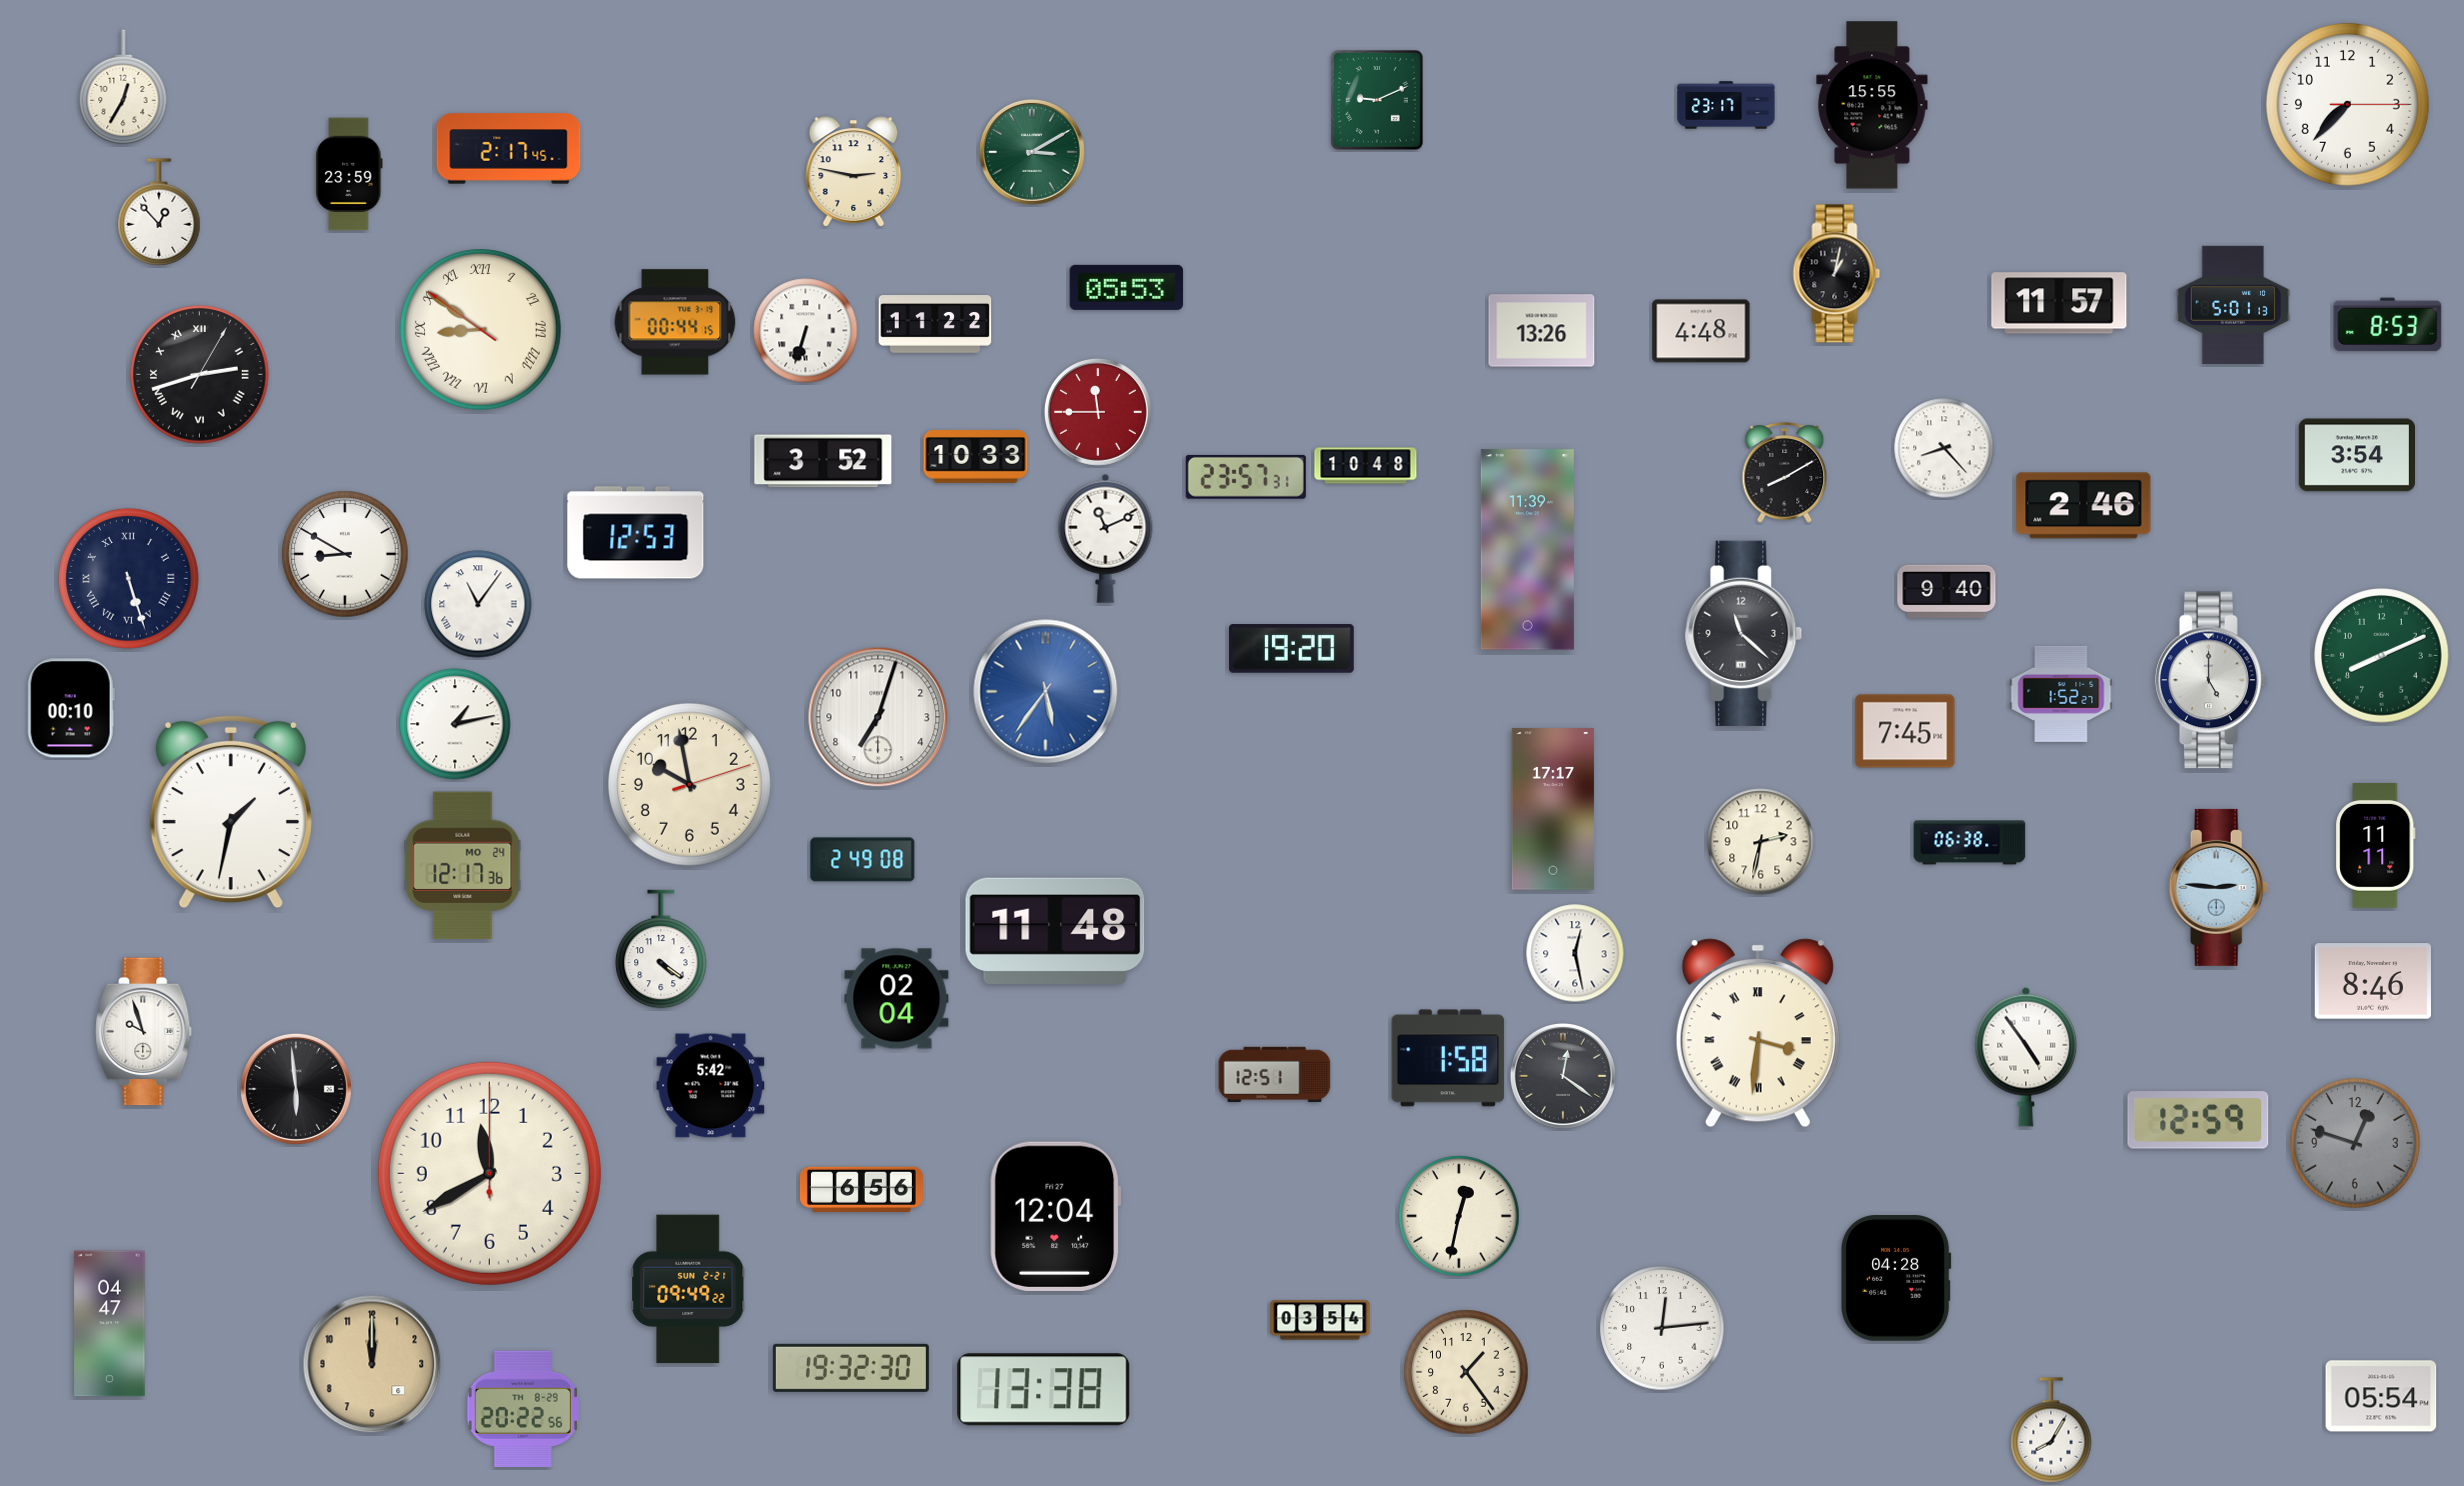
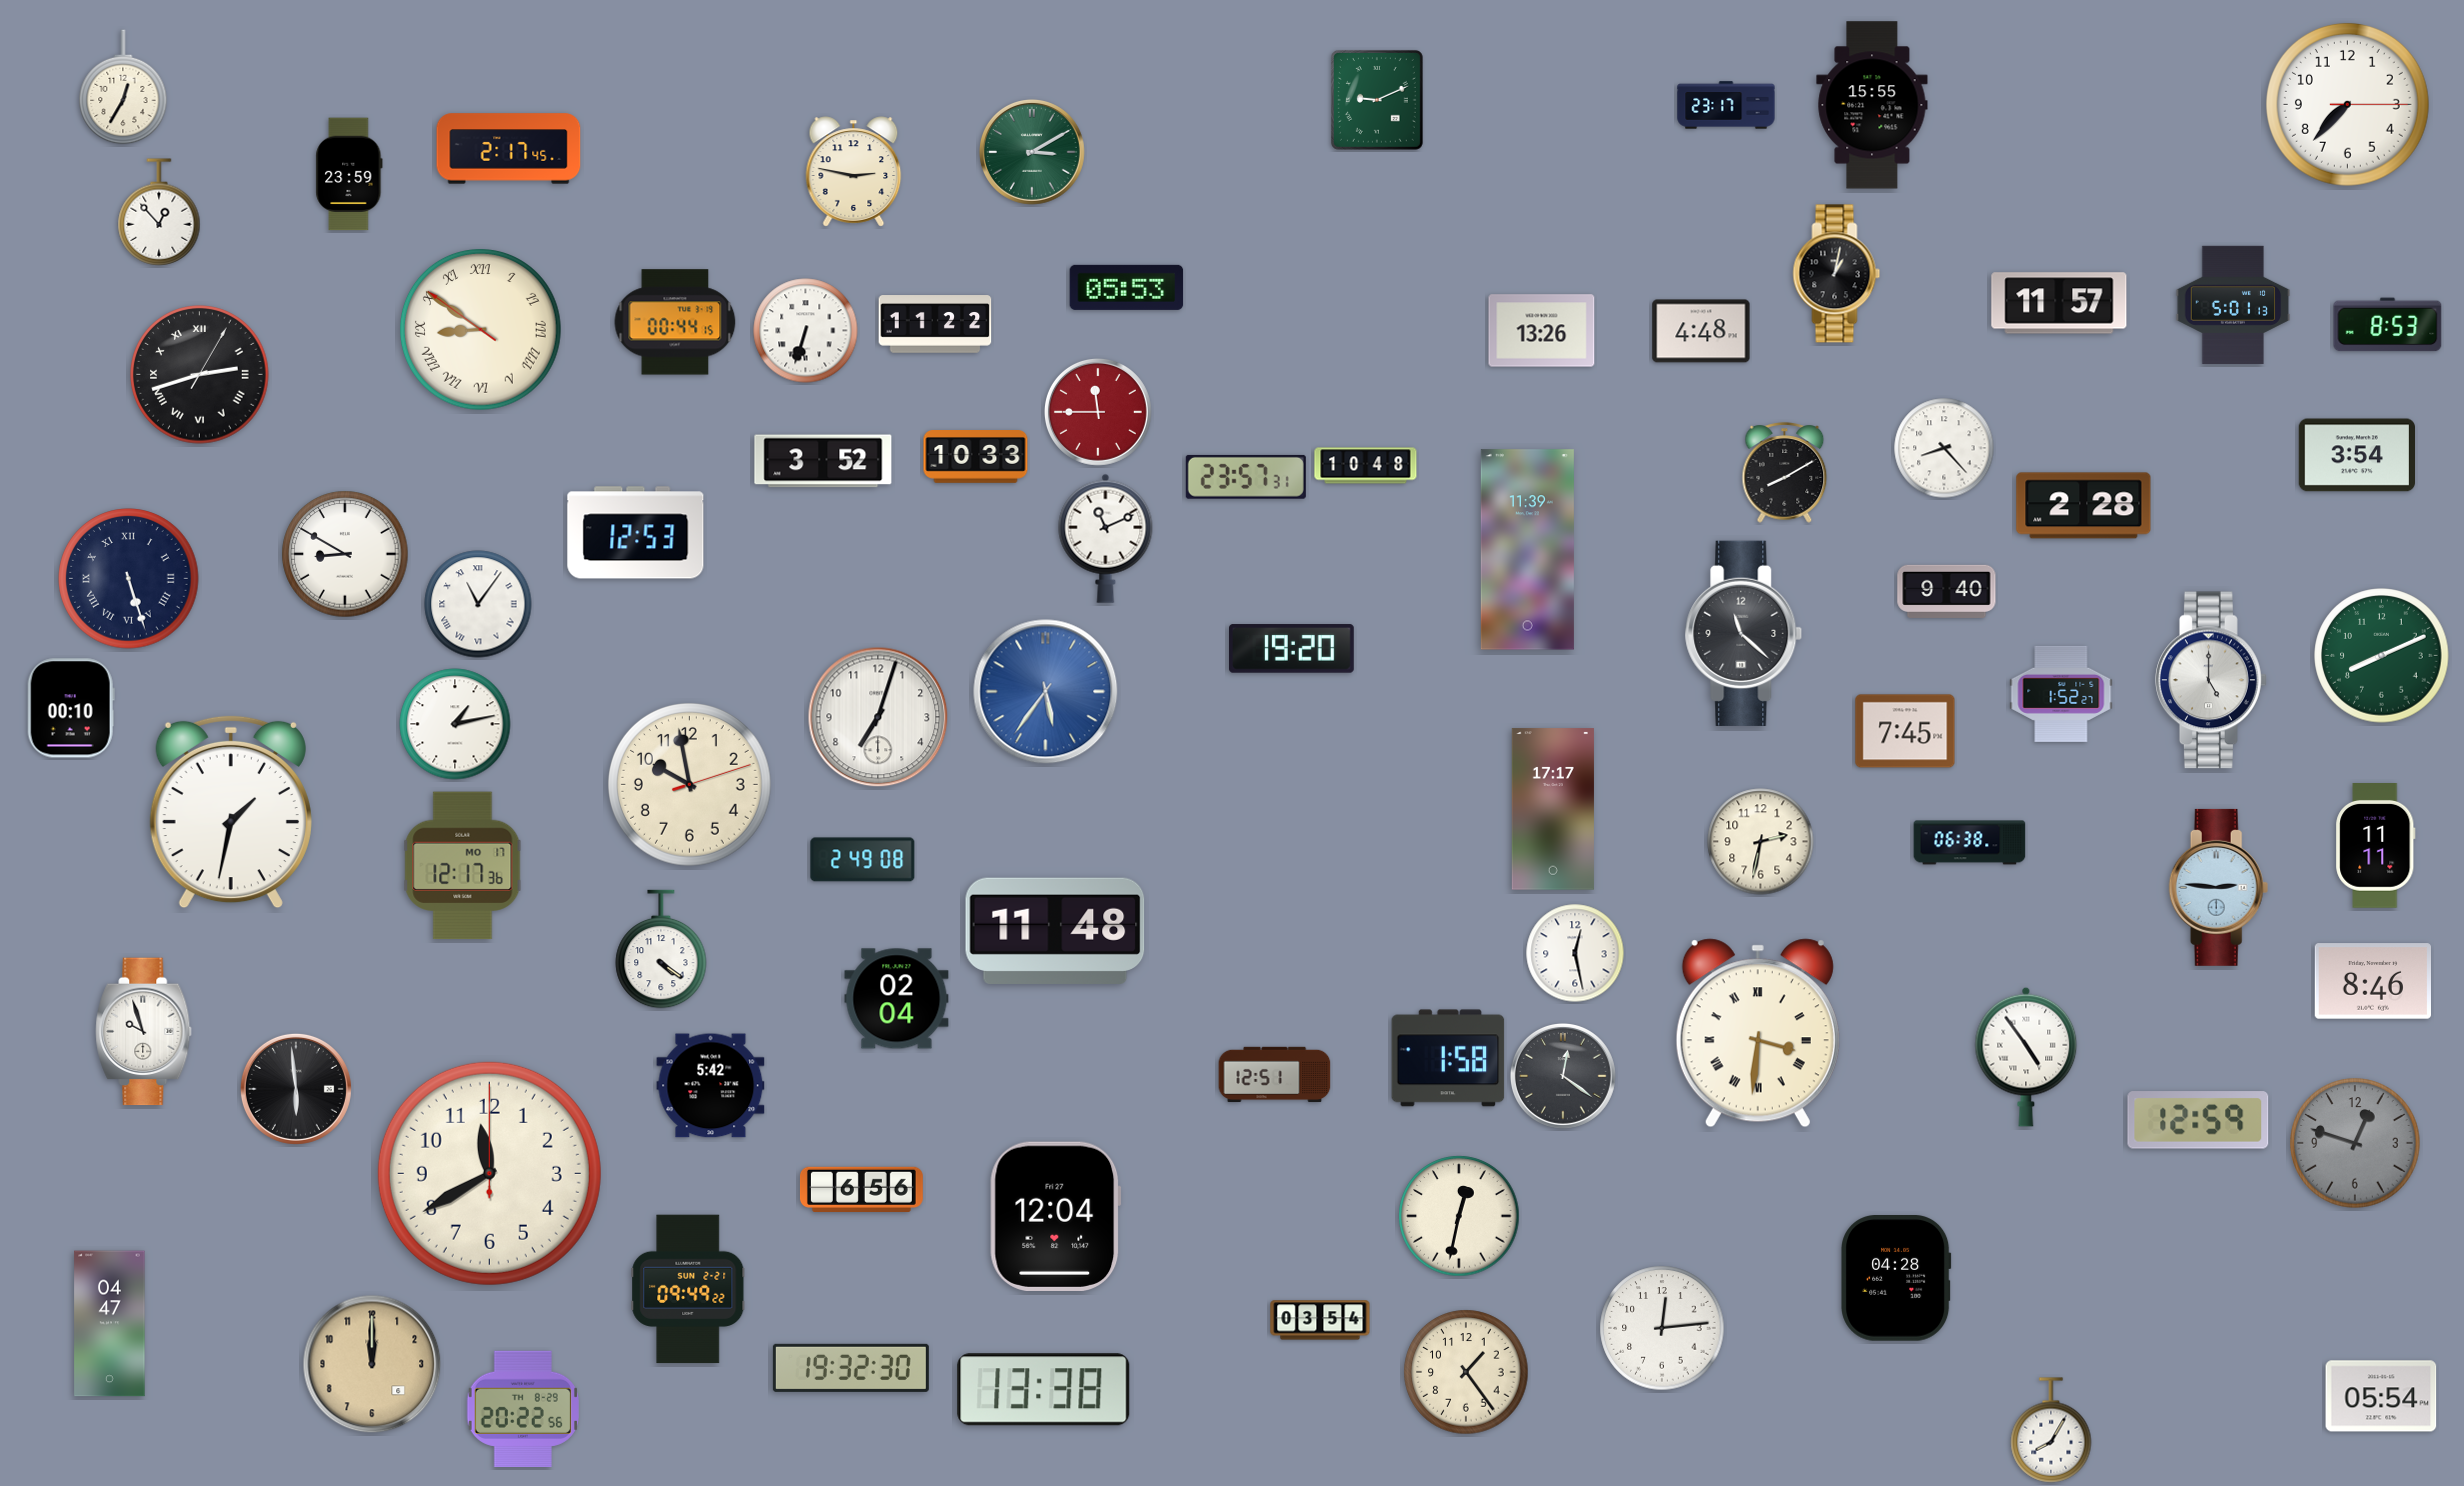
clock at (2084, 506): 2:46 -> 2:28
clock at (463, 866) date: MO 24 -> MO 17
